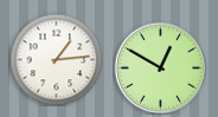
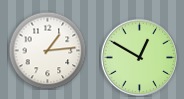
clock at (160, 67) position: (160, 67) -> (139, 57)
